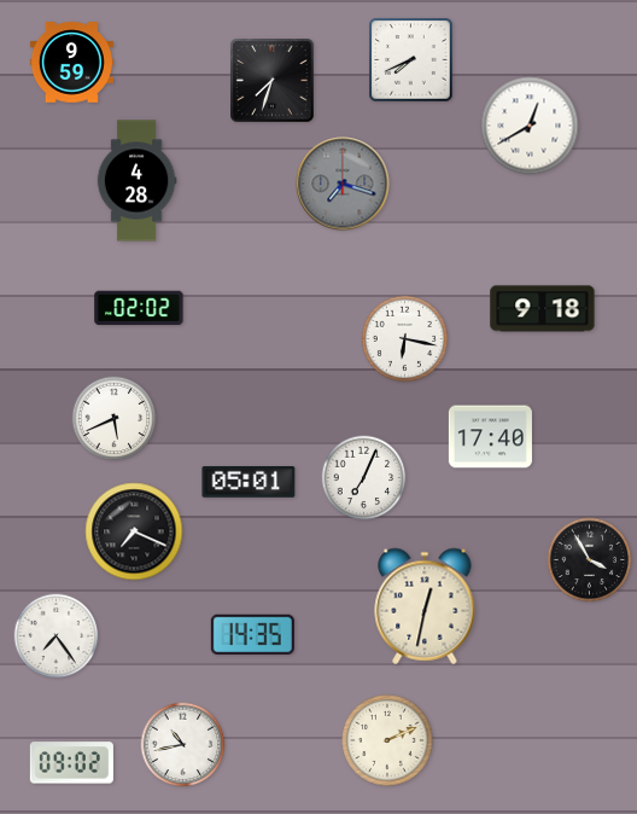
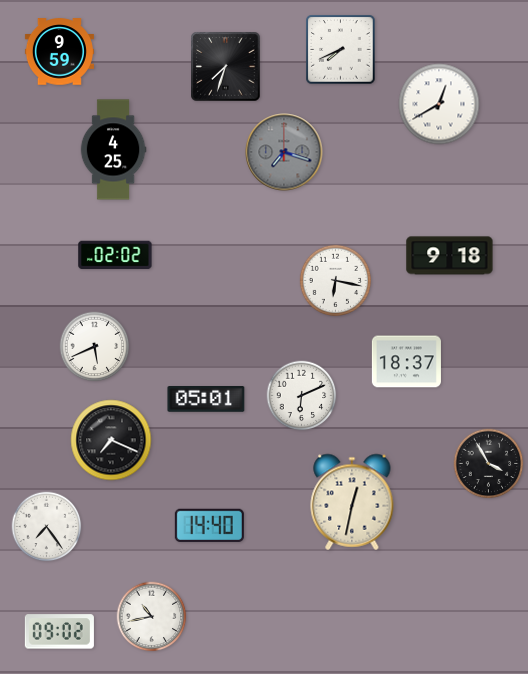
clock at (136, 181): 4:28 -> 4:25
clock at (490, 437): 17:40 -> 18:37
clock at (364, 478): 7:04 -> 6:11
clock at (252, 634): 14:35 -> 14:40
clock at (387, 740): 2:11 -> none
